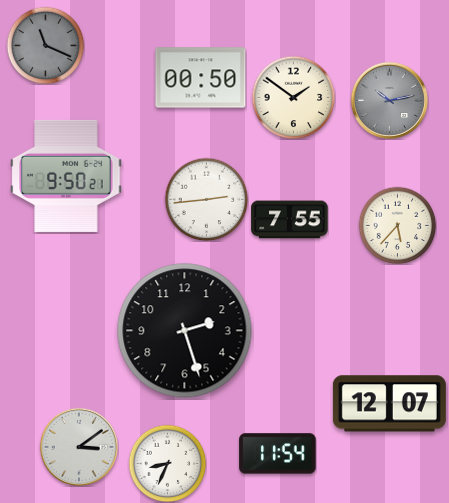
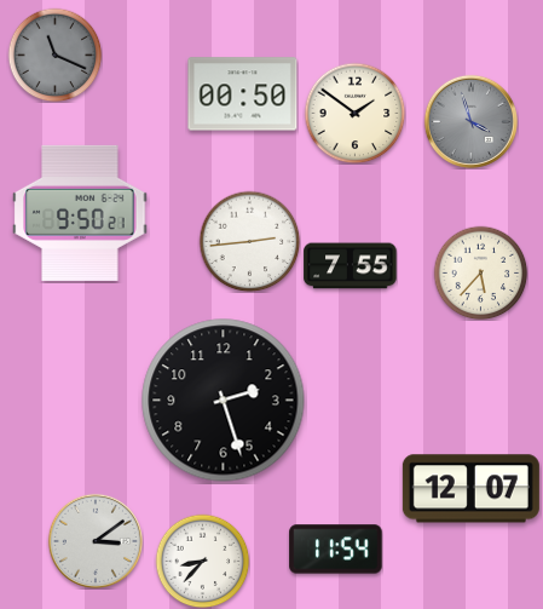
clock at (293, 97) position: (293, 97) -> (354, 113)
clock at (389, 100): 10:13 -> 3:57
clock at (167, 463): 8:34 -> 8:37
